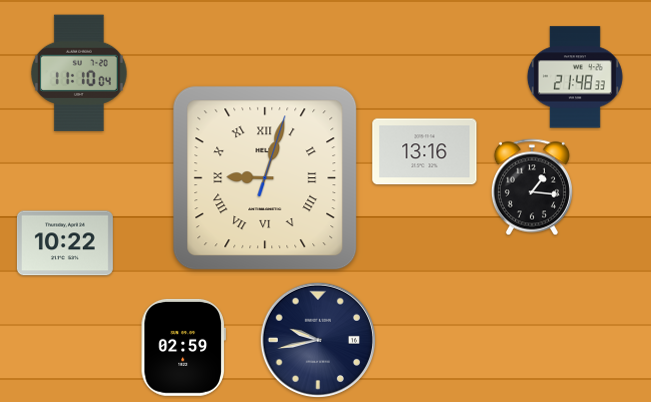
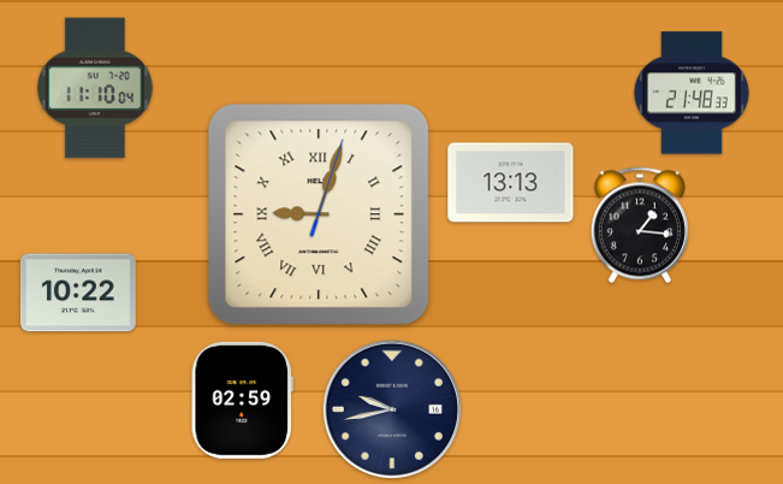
clock at (425, 152): 13:16 -> 13:13
clock at (317, 339) position: (317, 339) -> (391, 408)
clock at (183, 347) position: (183, 347) -> (242, 400)
